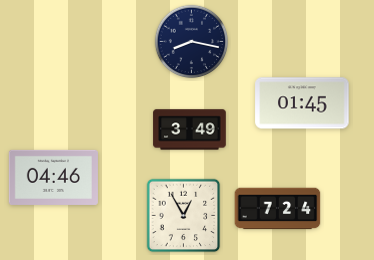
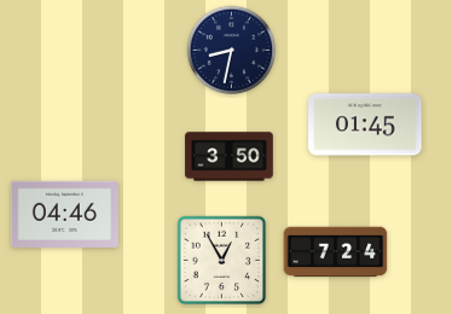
clock at (192, 42): 8:17 -> 8:32
clock at (190, 130): 3:49 -> 3:50
